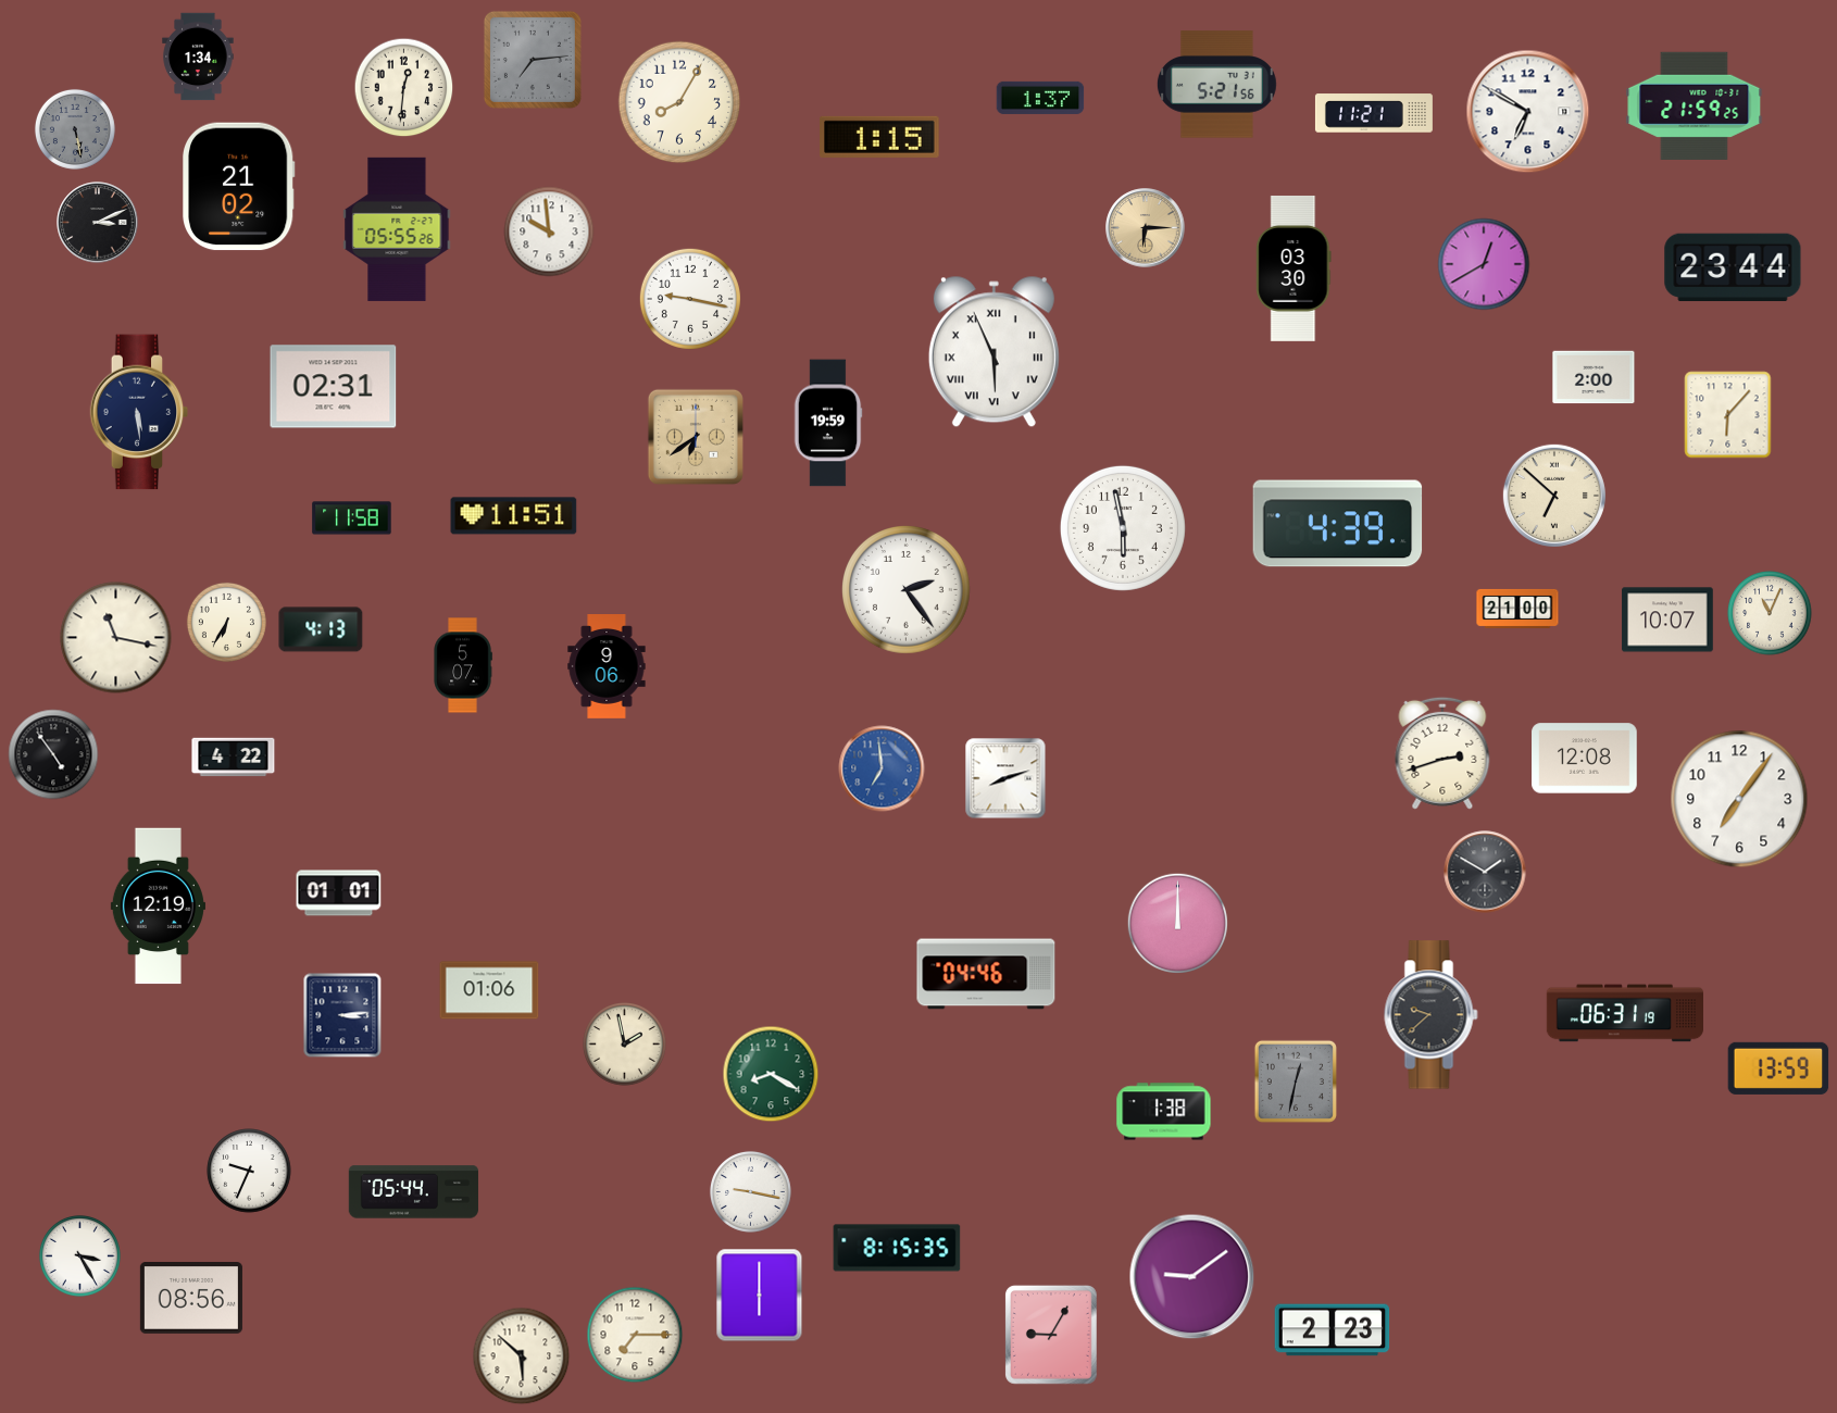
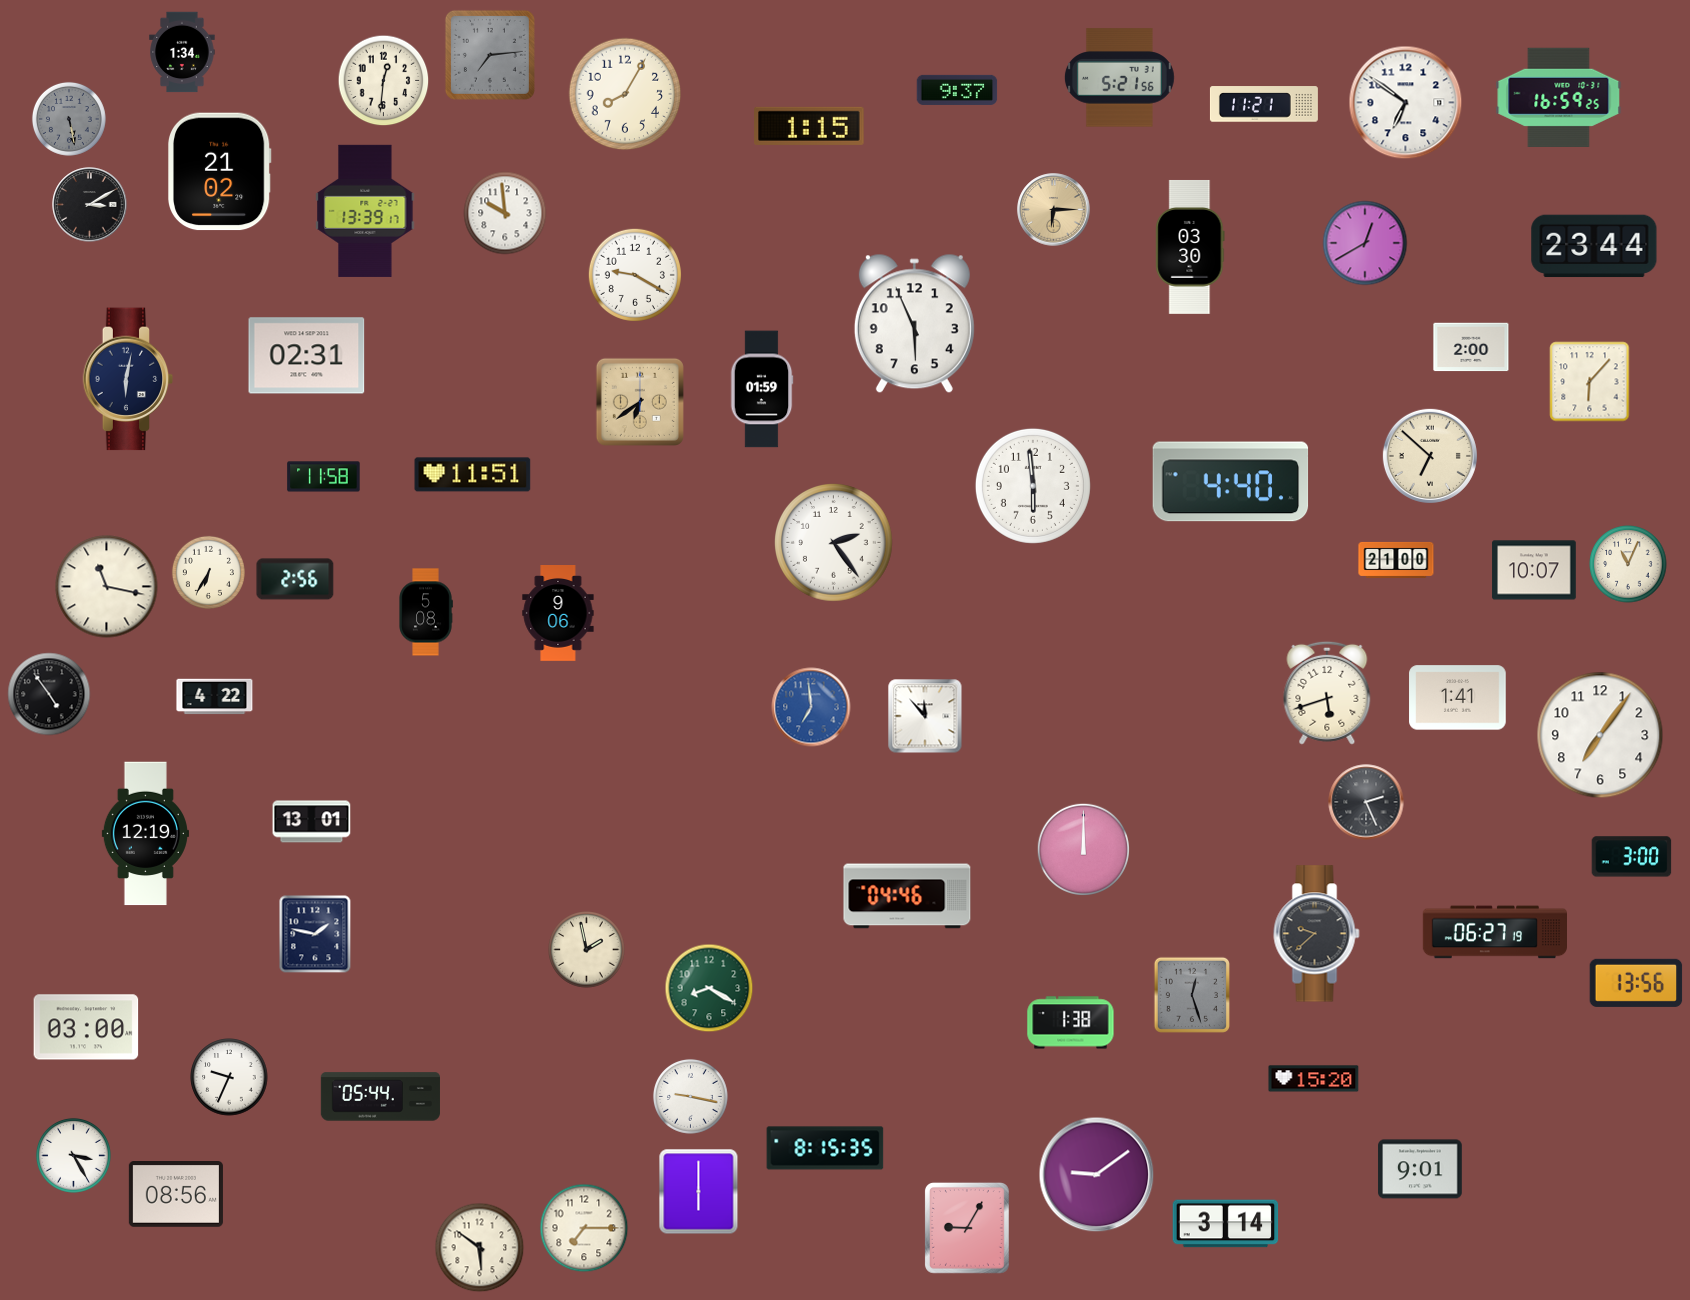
clock at (404, 88) position: (404, 88) -> (384, 81)
clock at (1040, 98): 1:37 -> 9:37
clock at (1695, 105): 21:59 -> 16:59
clock at (1528, 112): 6:50 -> 6:51
clock at (98, 223): 3:11 -> 3:10
clock at (397, 229): 05:55 -> 13:39
clock at (690, 299): 9:17 -> 9:20
clock at (994, 352) numerals: Roman -> Arabic
clock at (1594, 377) position: (1594, 377) -> (1471, 347)
clock at (139, 412): 5:29 -> 6:02
clock at (828, 423): 19:59 -> 01:59
clock at (1338, 524): 4:39 -> 4:40
clock at (1123, 528): 5:58 -> 5:59
clock at (321, 629): 4:13 -> 2:56
clock at (463, 665): 5:07 -> 5:08
clock at (1442, 753): 2:42 -> 5:42
clock at (1585, 759): 12:08 -> 1:41
clock at (1005, 778): 8:12 -> 11:53
clock at (1485, 872): 1:50 -> 2:26
clock at (339, 893): 01:01 -> 13:01
clock at (1632, 857): none -> 3:00
clock at (489, 990): 01:06 -> none
clock at (1624, 1013): 06:31 -> 06:27
clock at (342, 1015): 3:14 -> 1:47
clock at (625, 1045) position: (625, 1045) -> (587, 950)
clock at (1778, 1068): 13:59 -> 13:56
clock at (1296, 1081): 12:32 -> 12:27
clock at (86, 1027): none -> 03:00
clock at (1314, 1079): none -> 15:20
clock at (1420, 1169): none -> 9:01
clock at (1333, 1330): 2:23 -> 3:14
clock at (522, 1356): 5:52 -> 5:51
